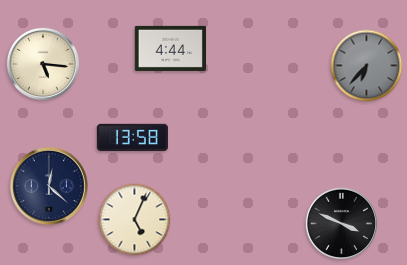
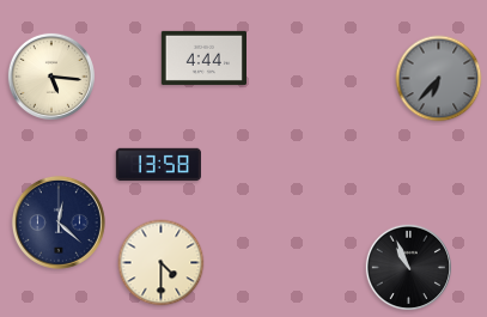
clock at (135, 220): 5:04 -> 4:30
clock at (341, 223): 3:49 -> 10:56
